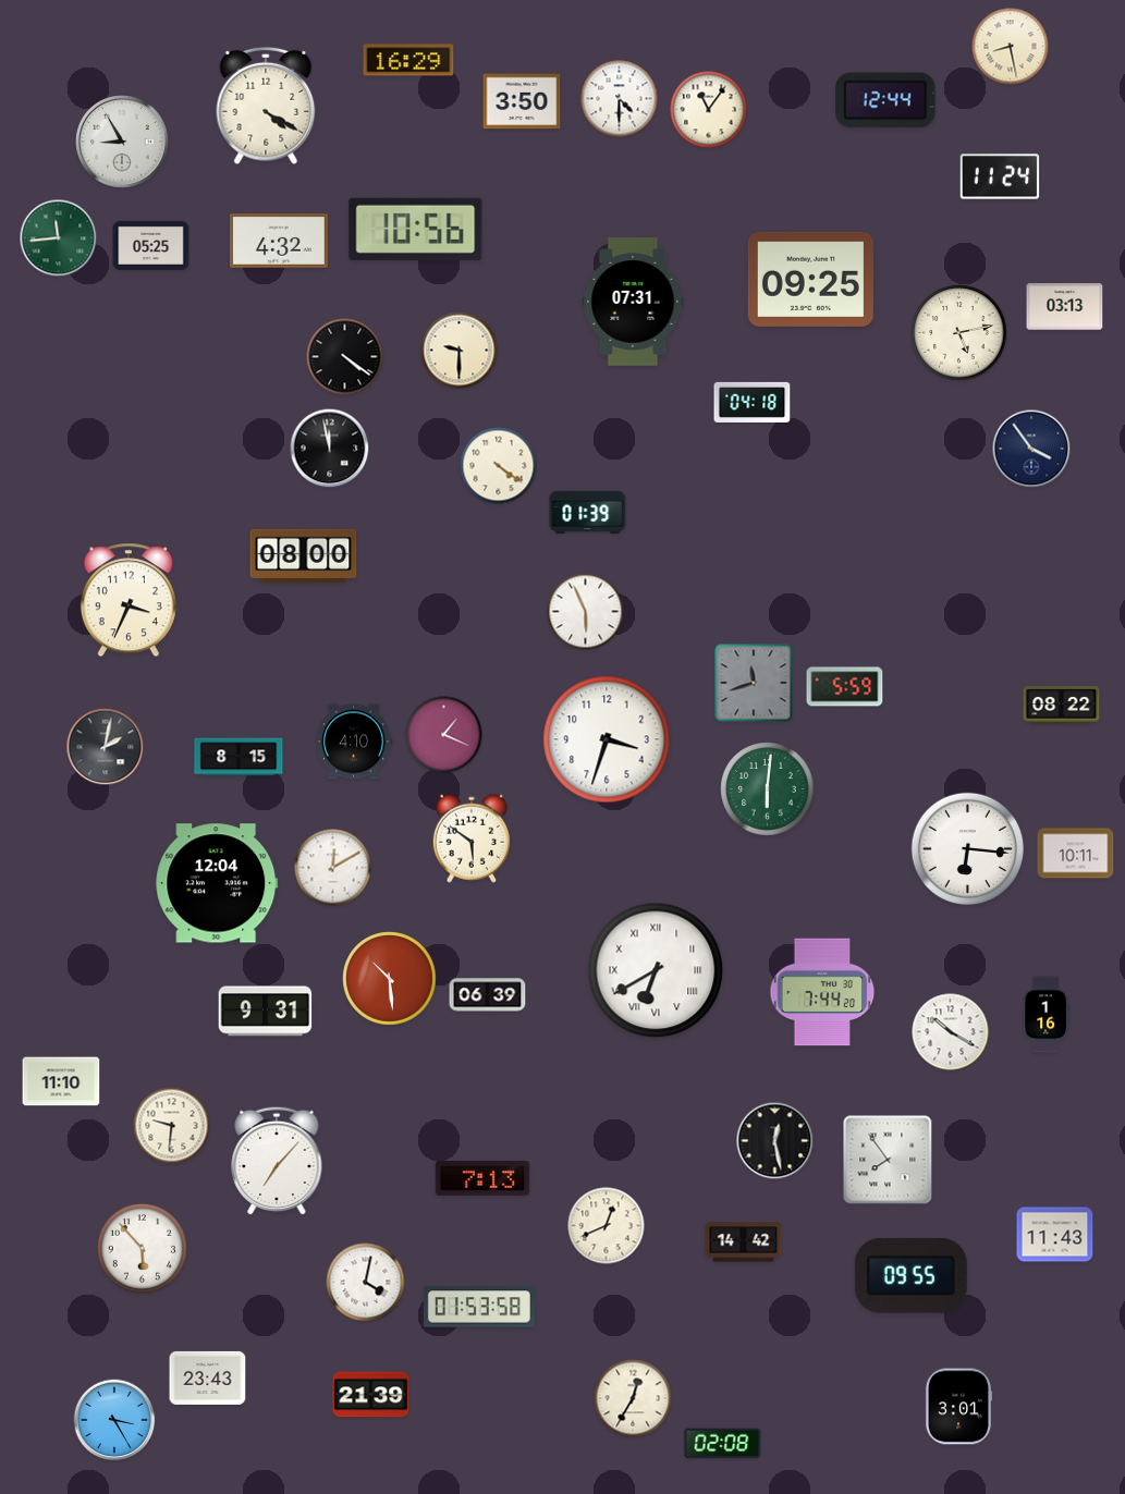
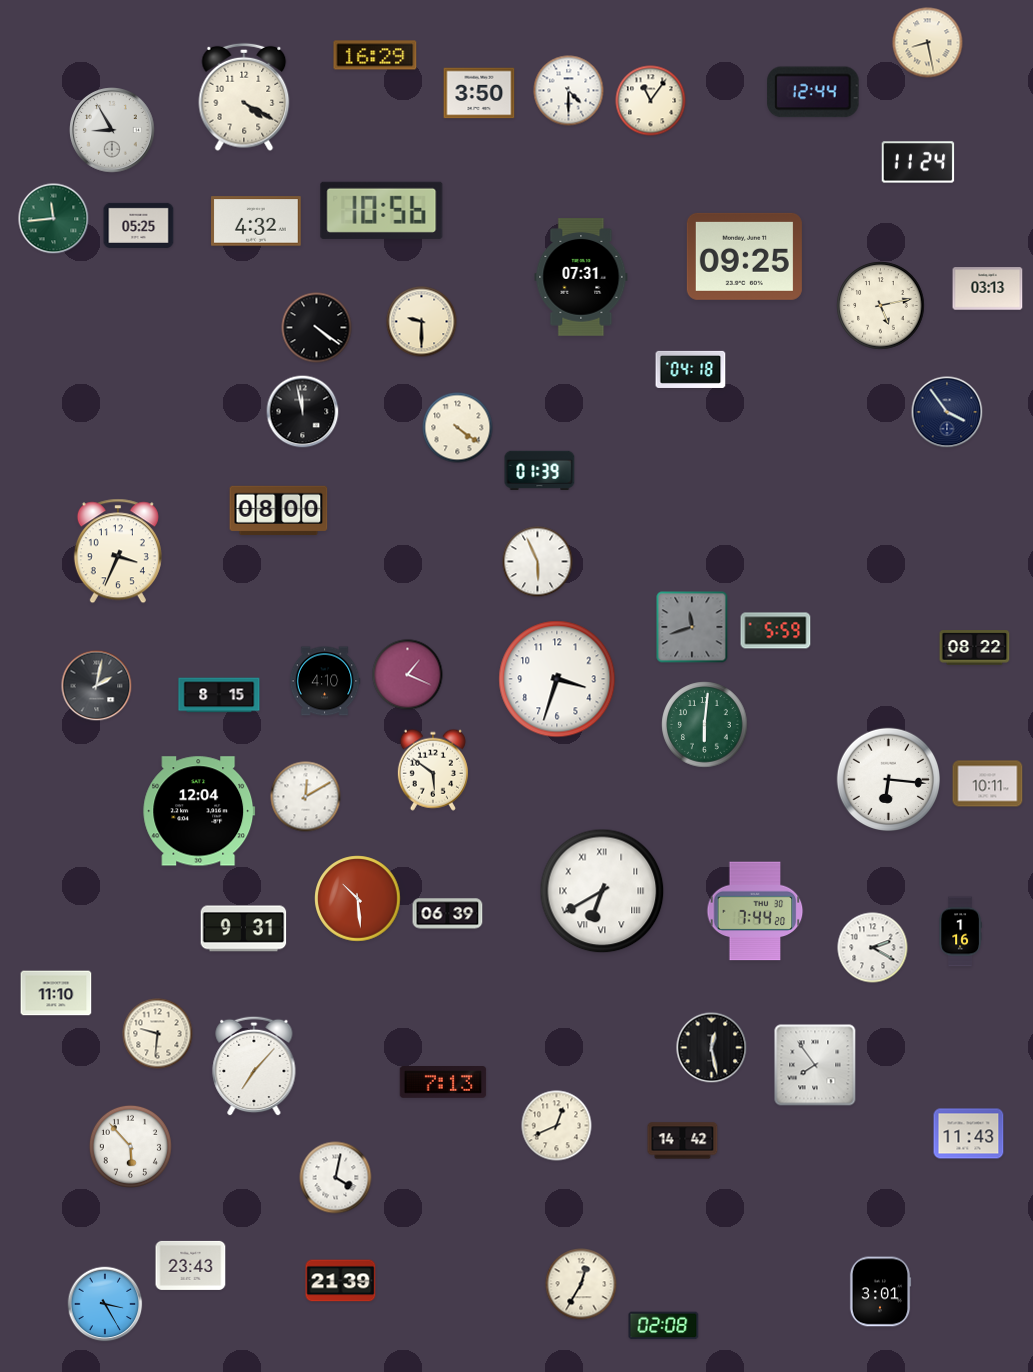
clock at (1065, 307) position: (1065, 307) -> (988, 289)
clock at (951, 1032): 10:20 -> 2:20
clock at (910, 1275): 09:55 -> none
clock at (479, 1307): 01:53 -> none
